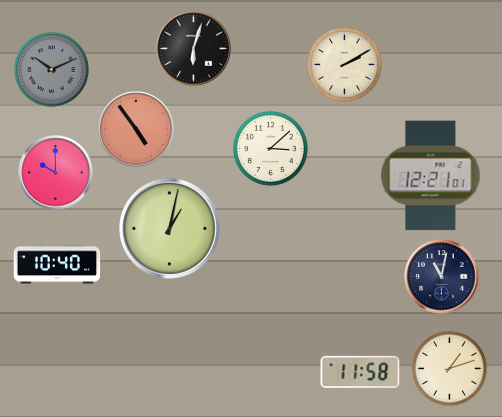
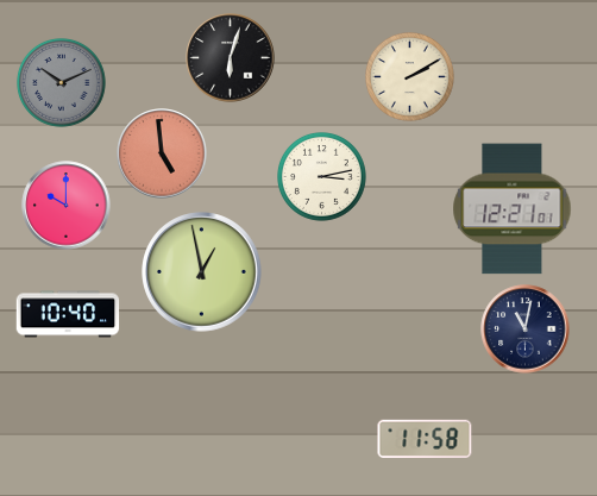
clock at (136, 129): 4:54 -> 4:59
clock at (271, 149): 3:08 -> 3:13
clock at (170, 229): 1:02 -> 12:58
clock at (450, 369): 1:12 -> none
clock at (360, 371) position: (360, 371) -> (425, 438)
